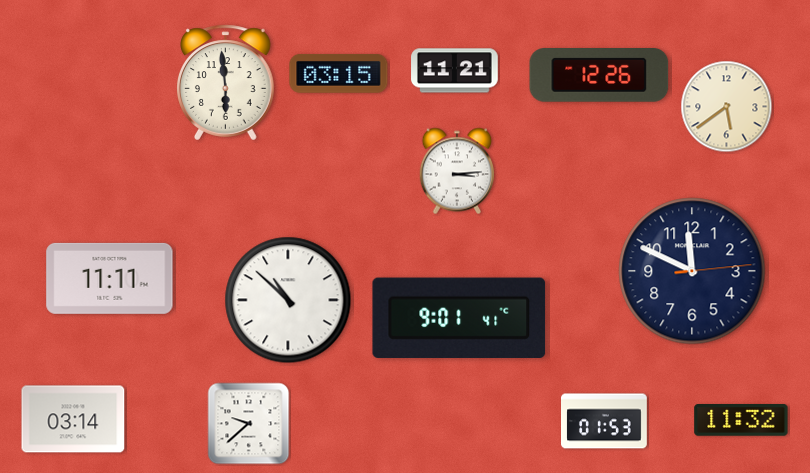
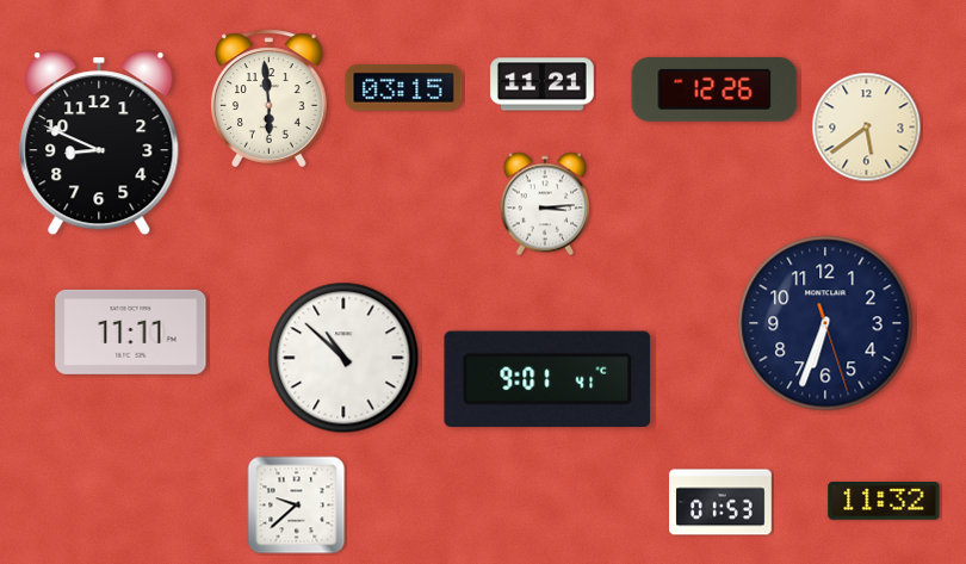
clock at (99, 143): none -> 8:49
clock at (692, 271): 11:49 -> 6:33
clock at (73, 419): 03:14 -> none
